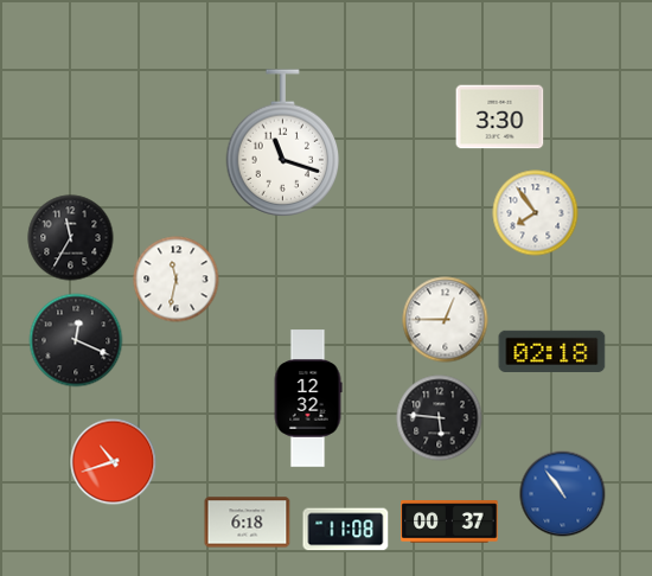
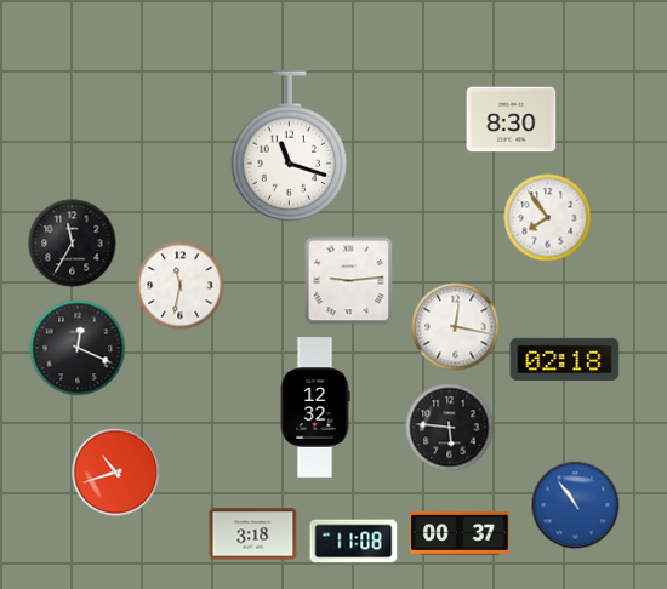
clock at (500, 117): 3:30 -> 8:30
clock at (349, 281): none -> 9:14
clock at (446, 320): 12:45 -> 12:17
clock at (248, 523): 6:18 -> 3:18
